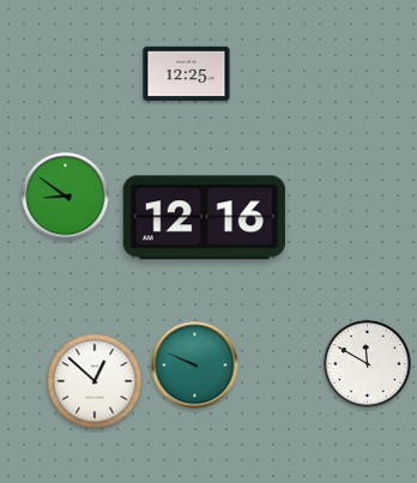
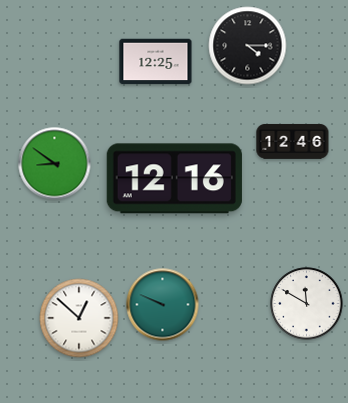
clock at (248, 46): none -> 4:15
clock at (293, 141): none -> 12:46
clock at (204, 218) position: (204, 218) -> (174, 179)
